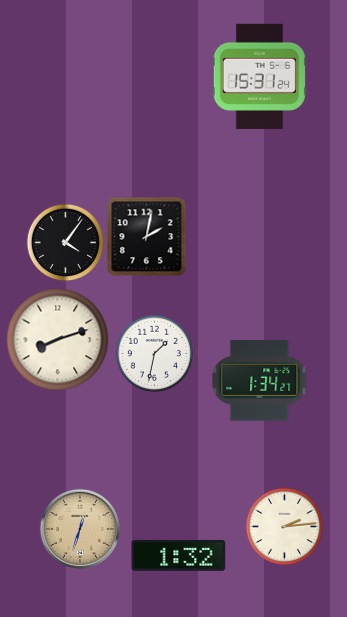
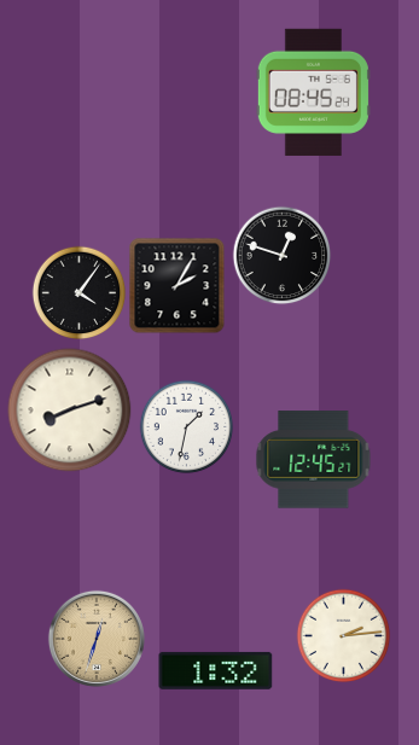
clock at (259, 76): 15:31 -> 08:45
clock at (281, 255): none -> 12:48
clock at (146, 236): 2:02 -> 2:05
clock at (260, 381): 1:34 -> 12:45
